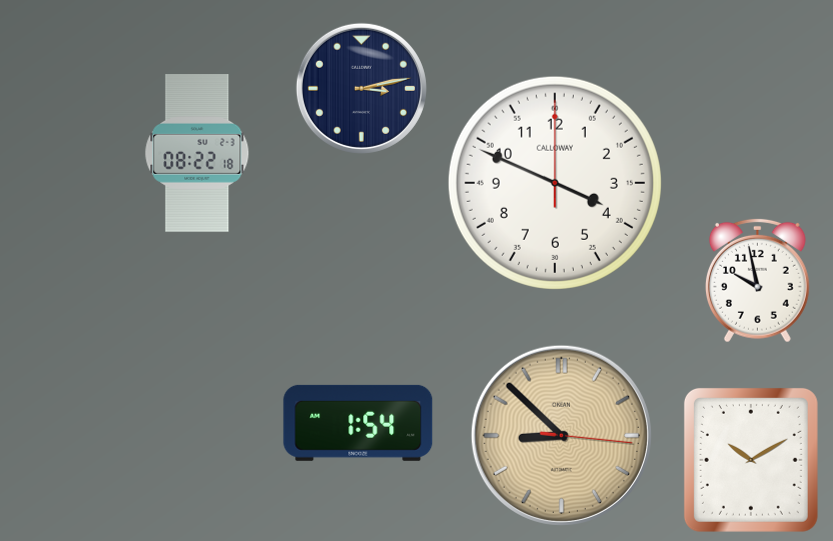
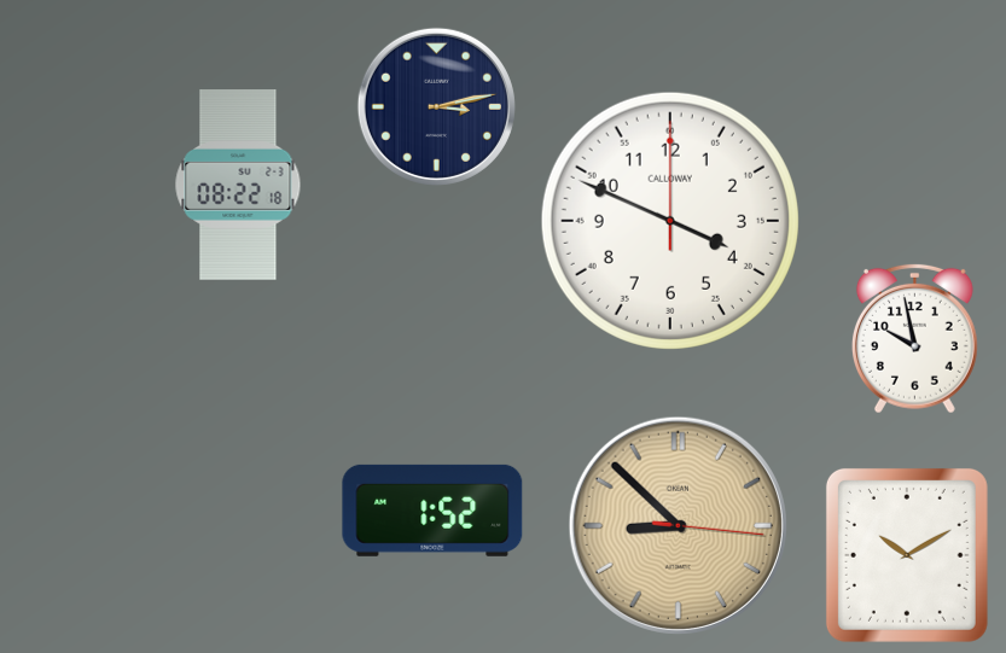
clock at (358, 423): 1:54 -> 1:52
